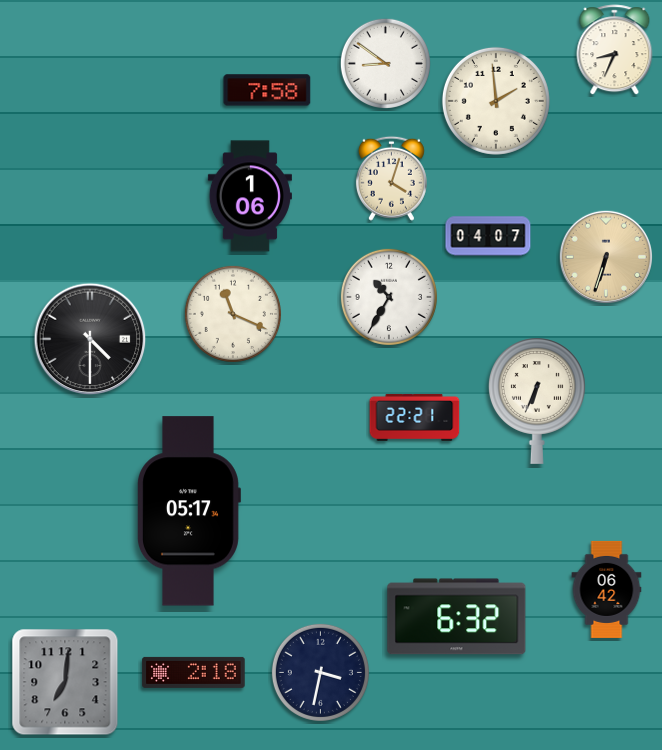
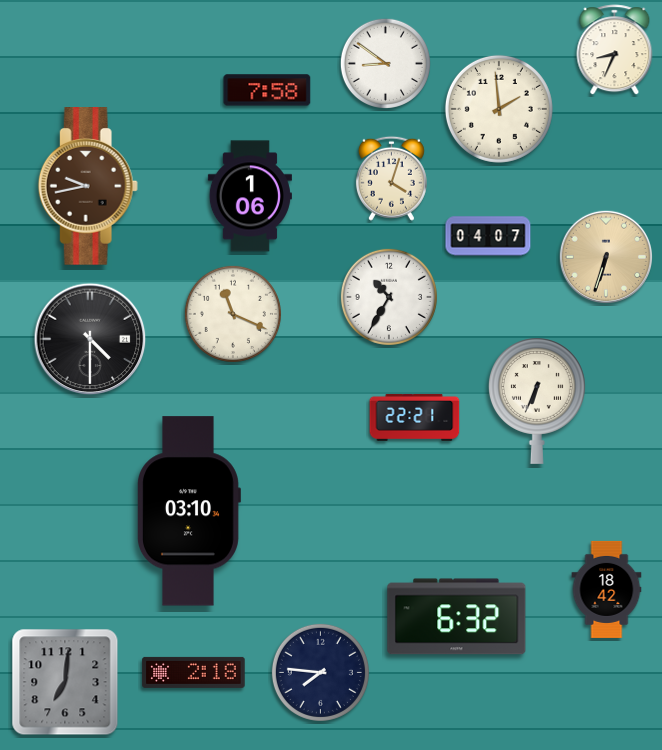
clock at (496, 101) position: (496, 101) -> (499, 109)
clock at (88, 187): none -> 9:43
clock at (188, 511): 05:17 -> 03:10
clock at (607, 589): 06:42 -> 18:42
clock at (320, 672): 3:32 -> 7:46
